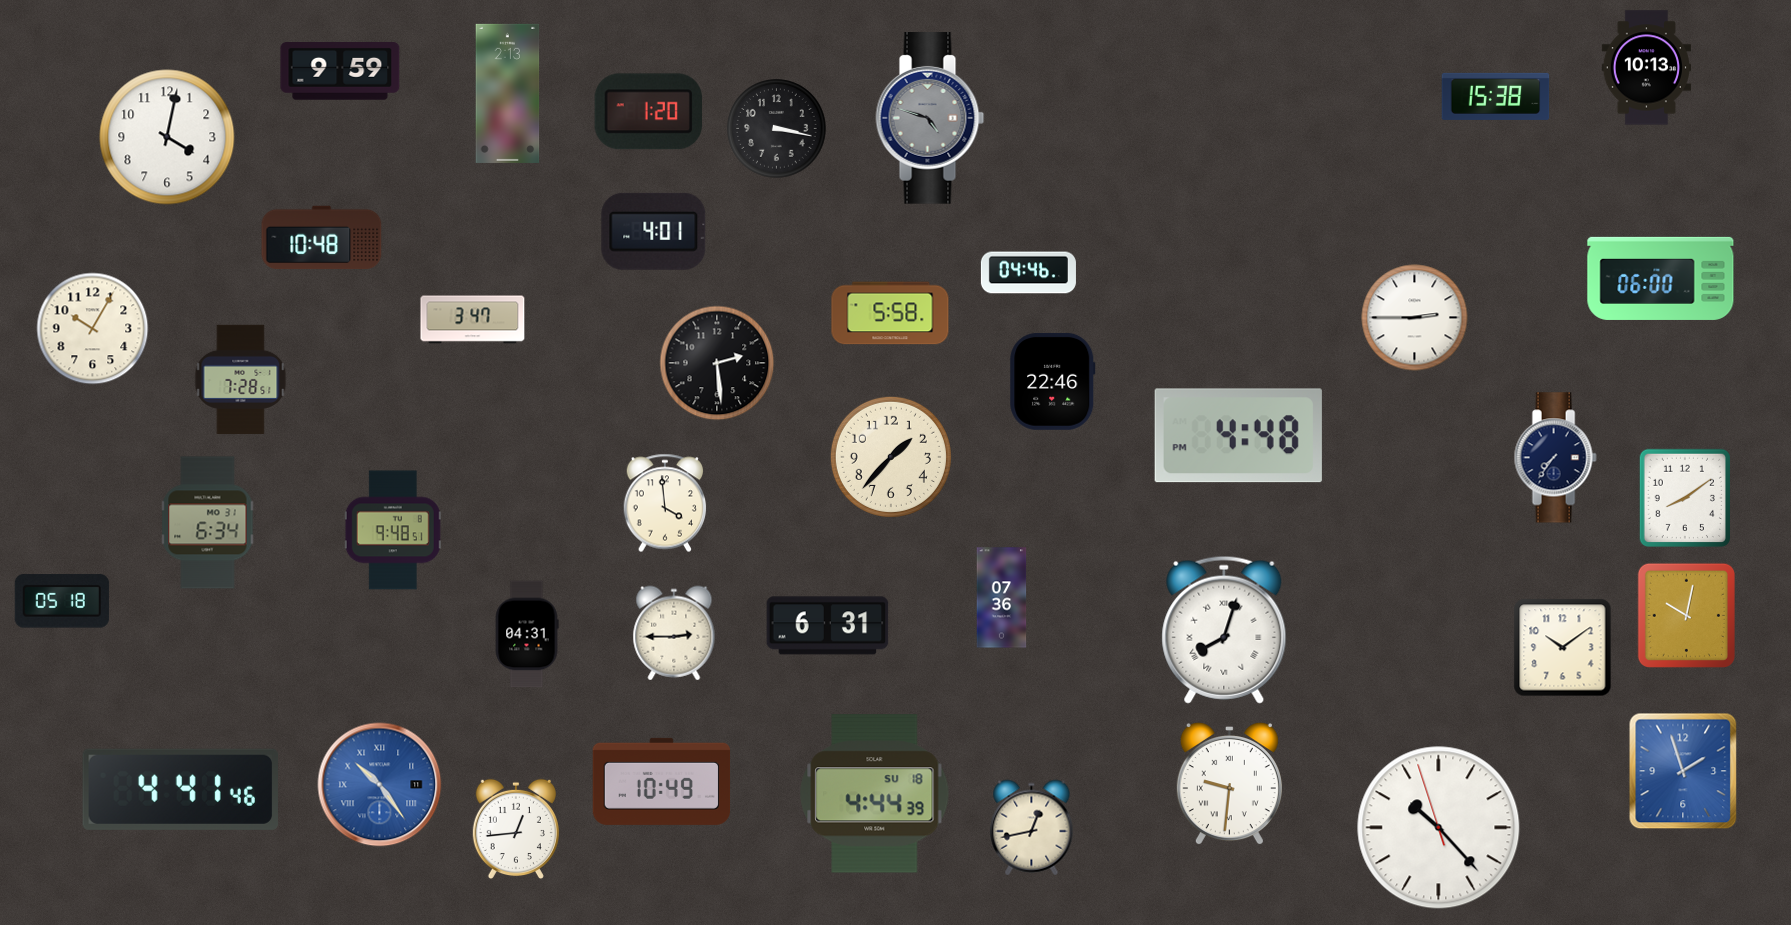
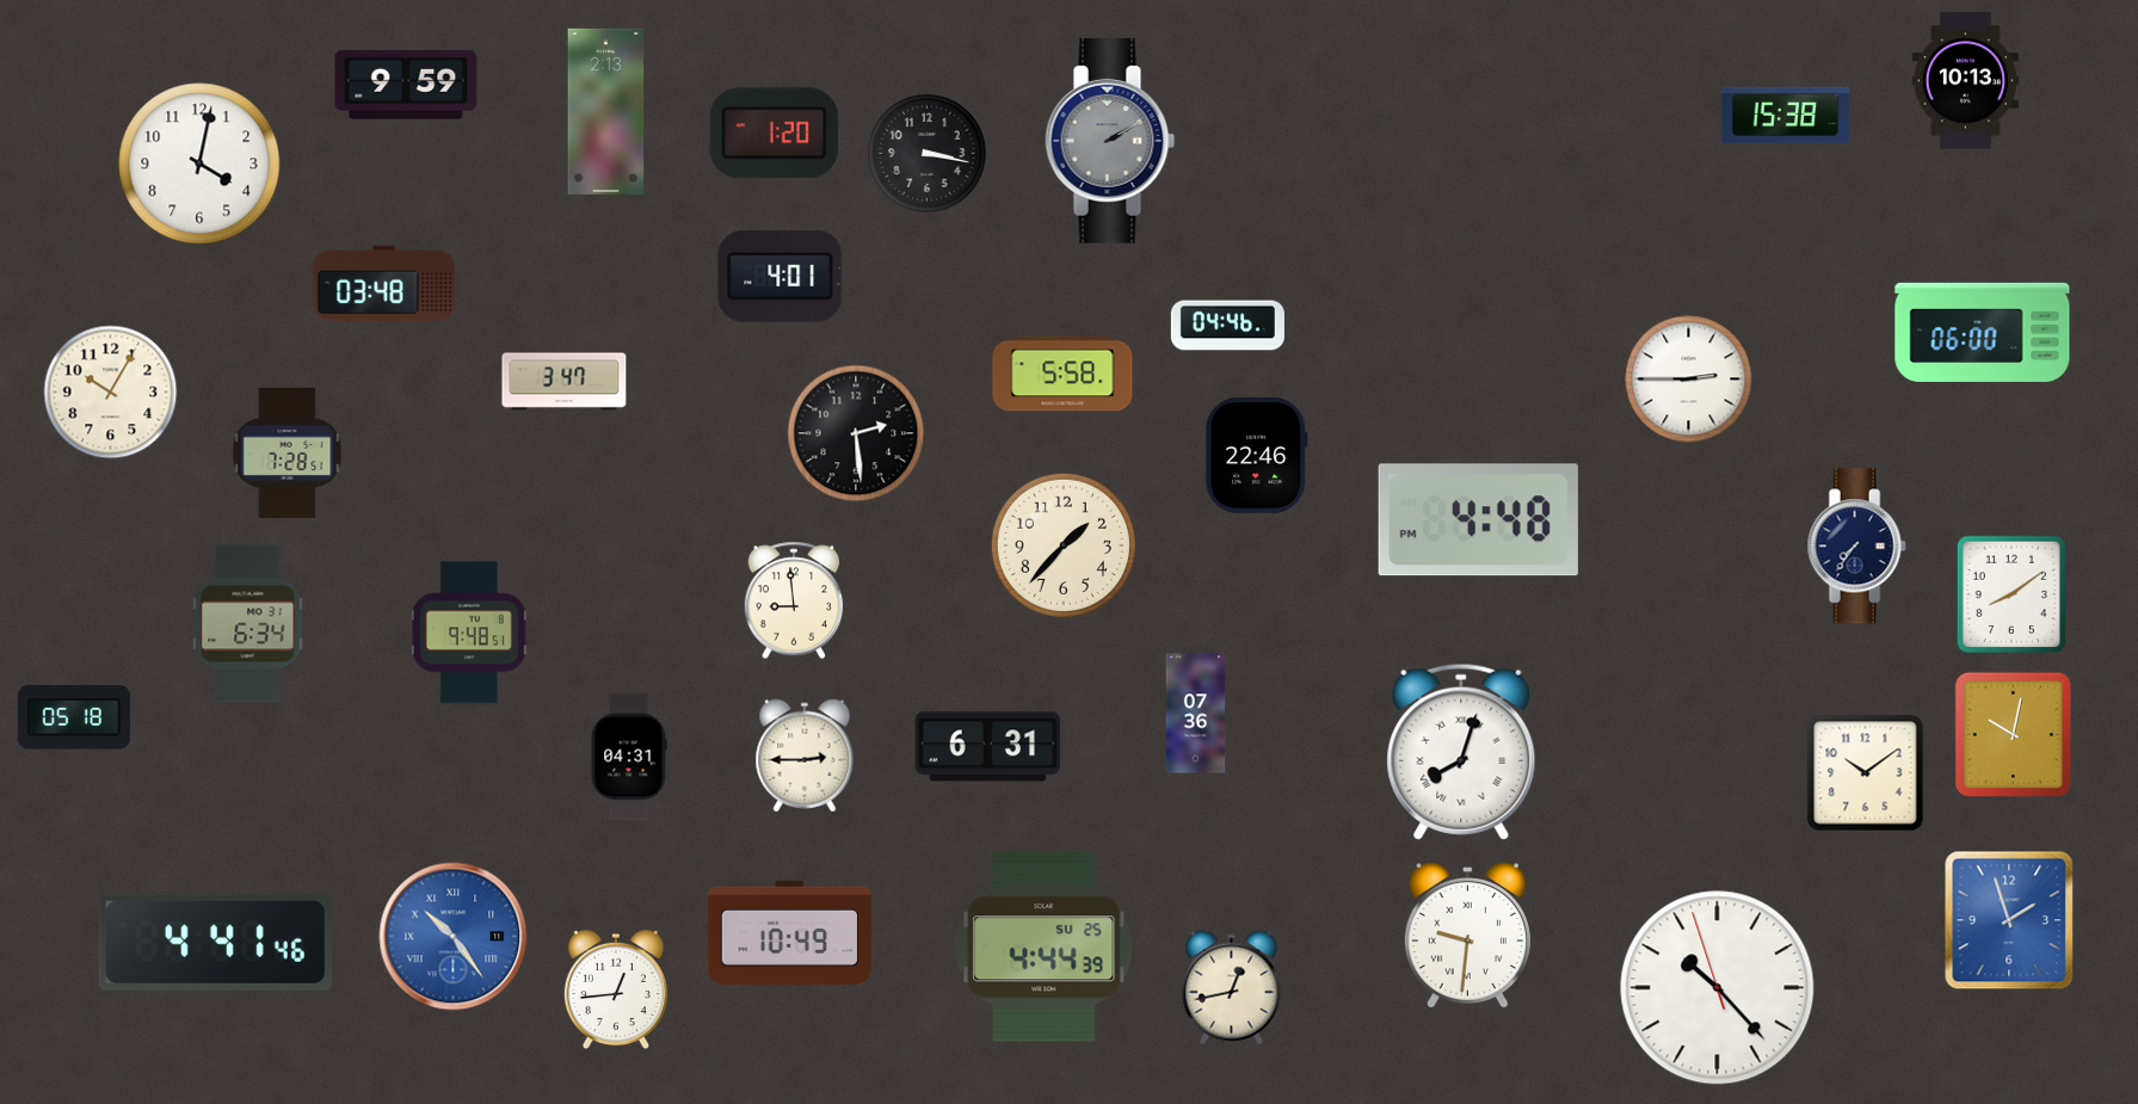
clock at (930, 119): 4:48 -> 2:10
clock at (322, 238): 10:48 -> 03:48
clock at (665, 503): 3:59 -> 8:59
clock at (875, 794) date: SU 18 -> SU 25
